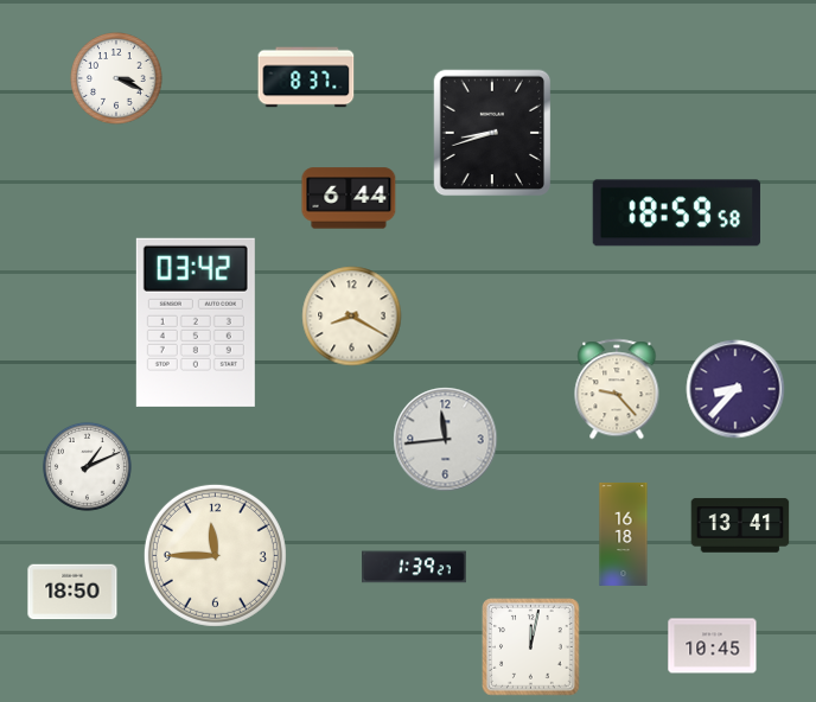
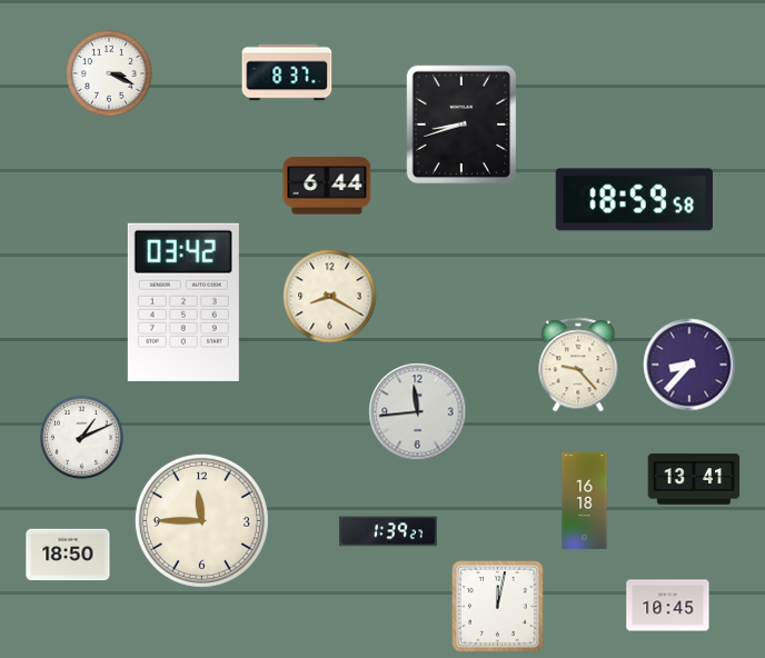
clock at (740, 525) position: (740, 525) -> (694, 479)
